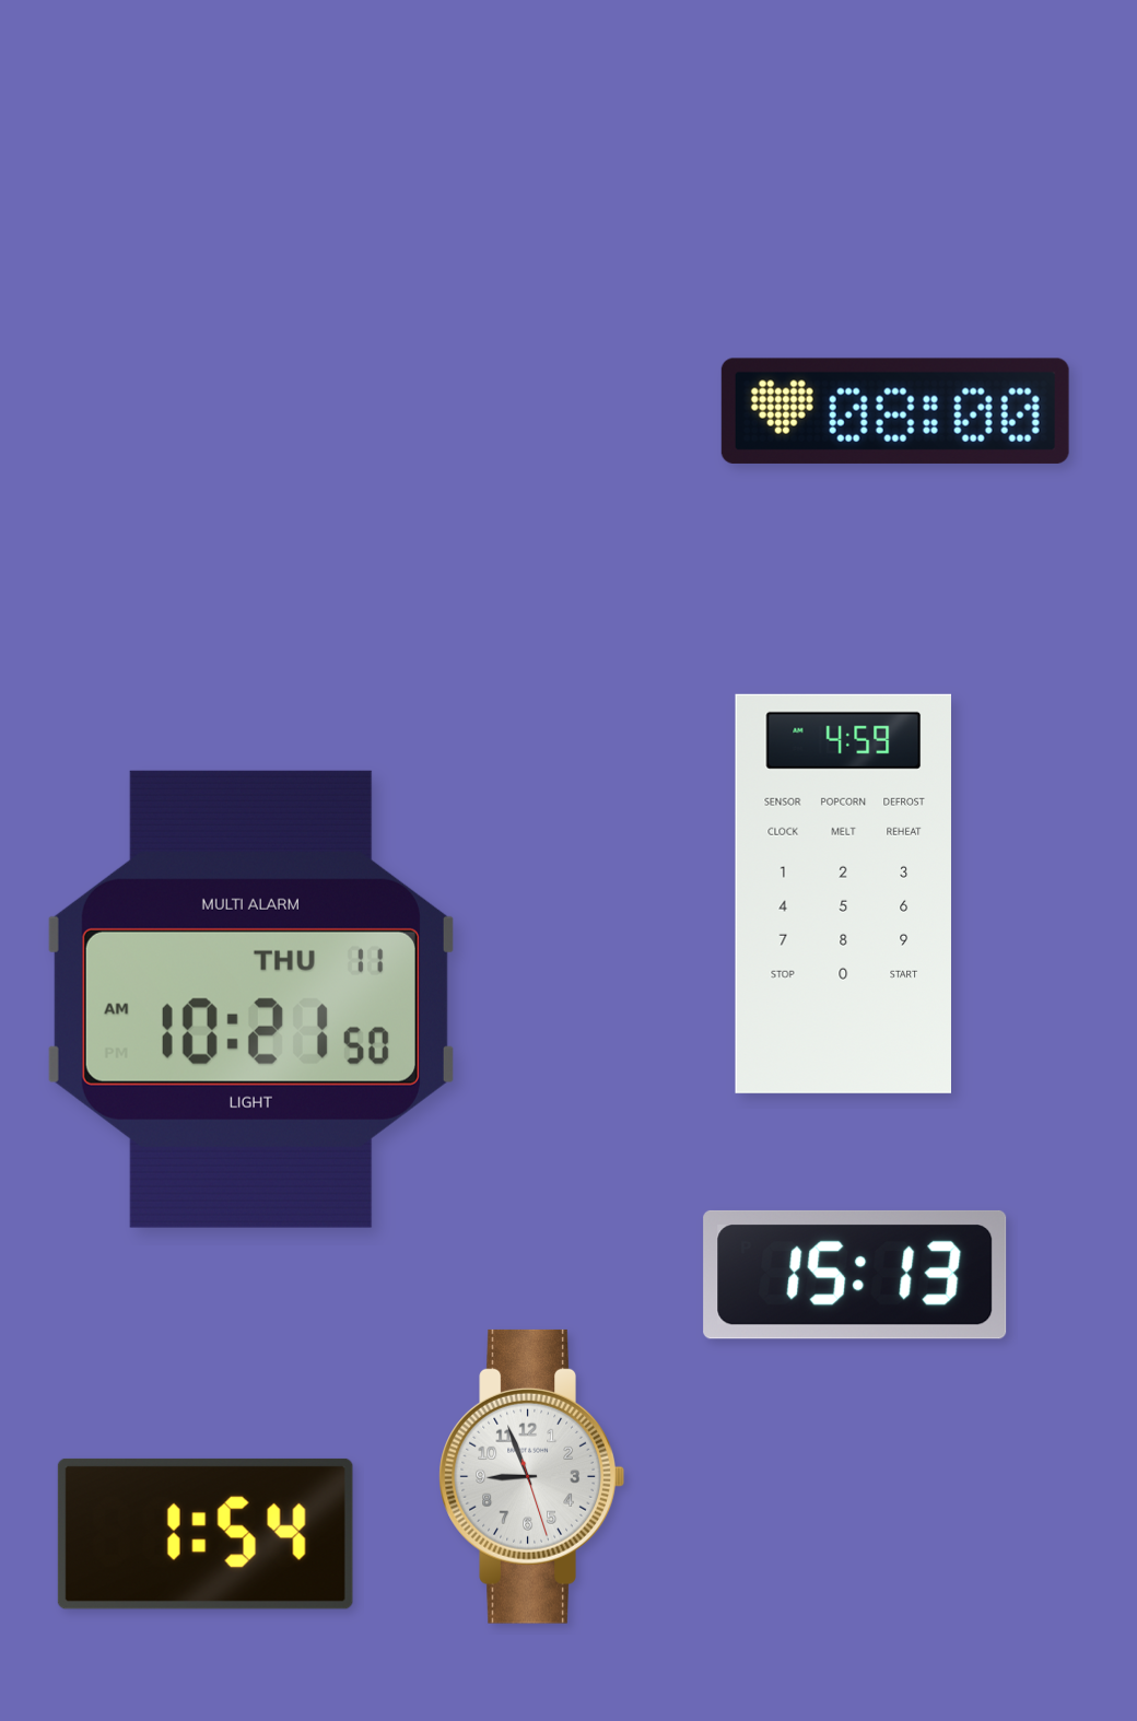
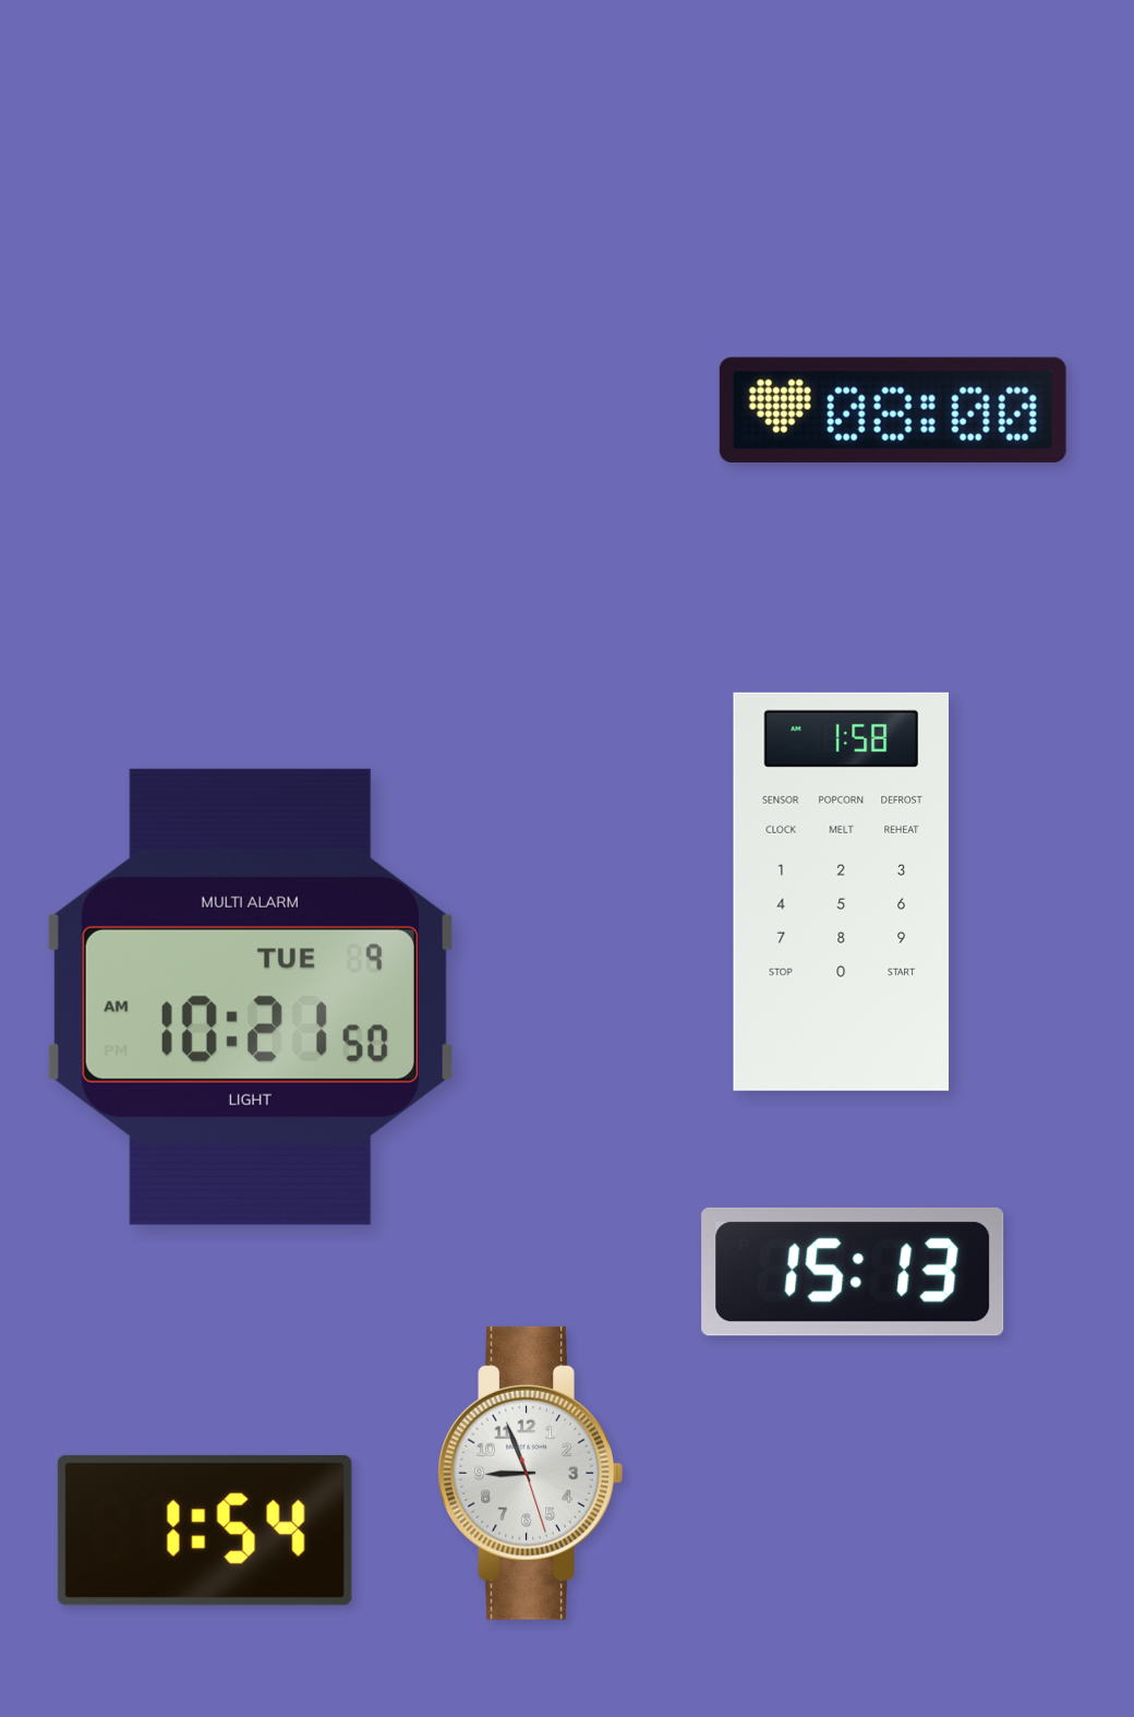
clock at (843, 893): 4:59 -> 1:58
clock at (251, 999) date: THU 11 -> TUE 9
